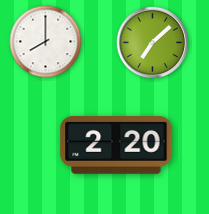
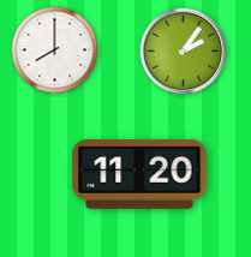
clock at (153, 43): 7:08 -> 2:06
clock at (116, 145): 2:20 -> 11:20
